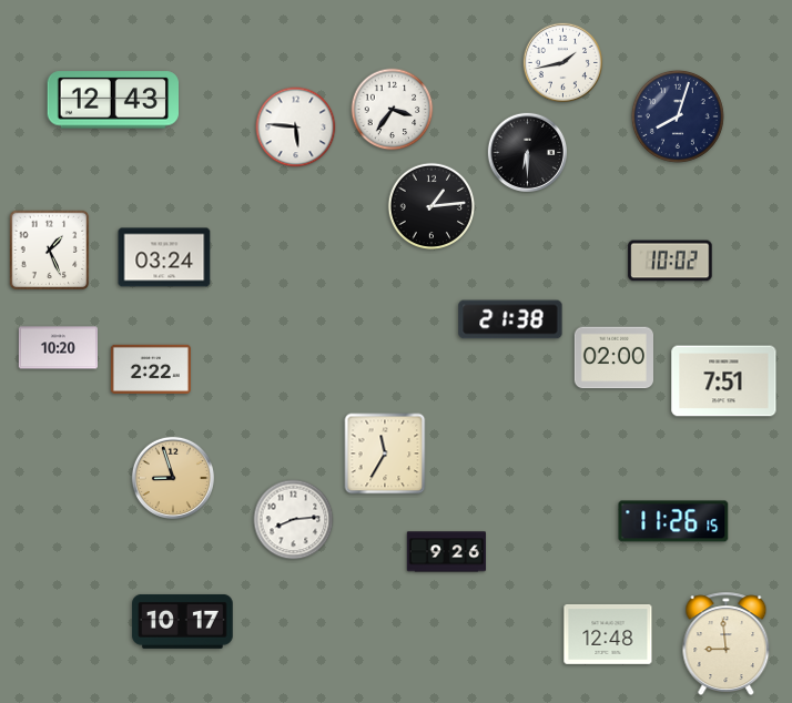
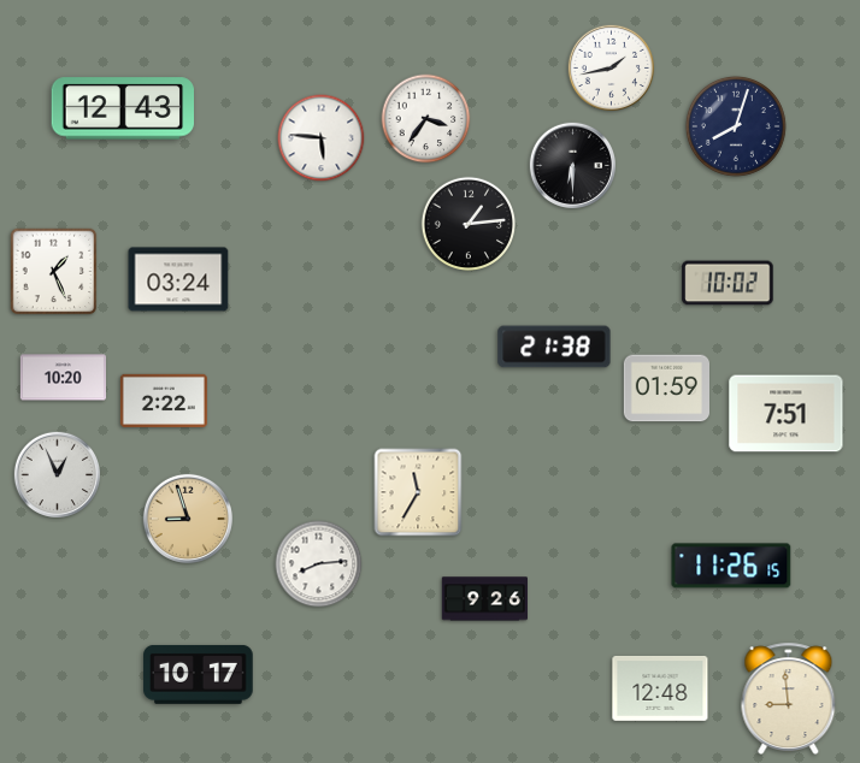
clock at (613, 358): 02:00 -> 01:59
clock at (58, 475): none -> 12:56
